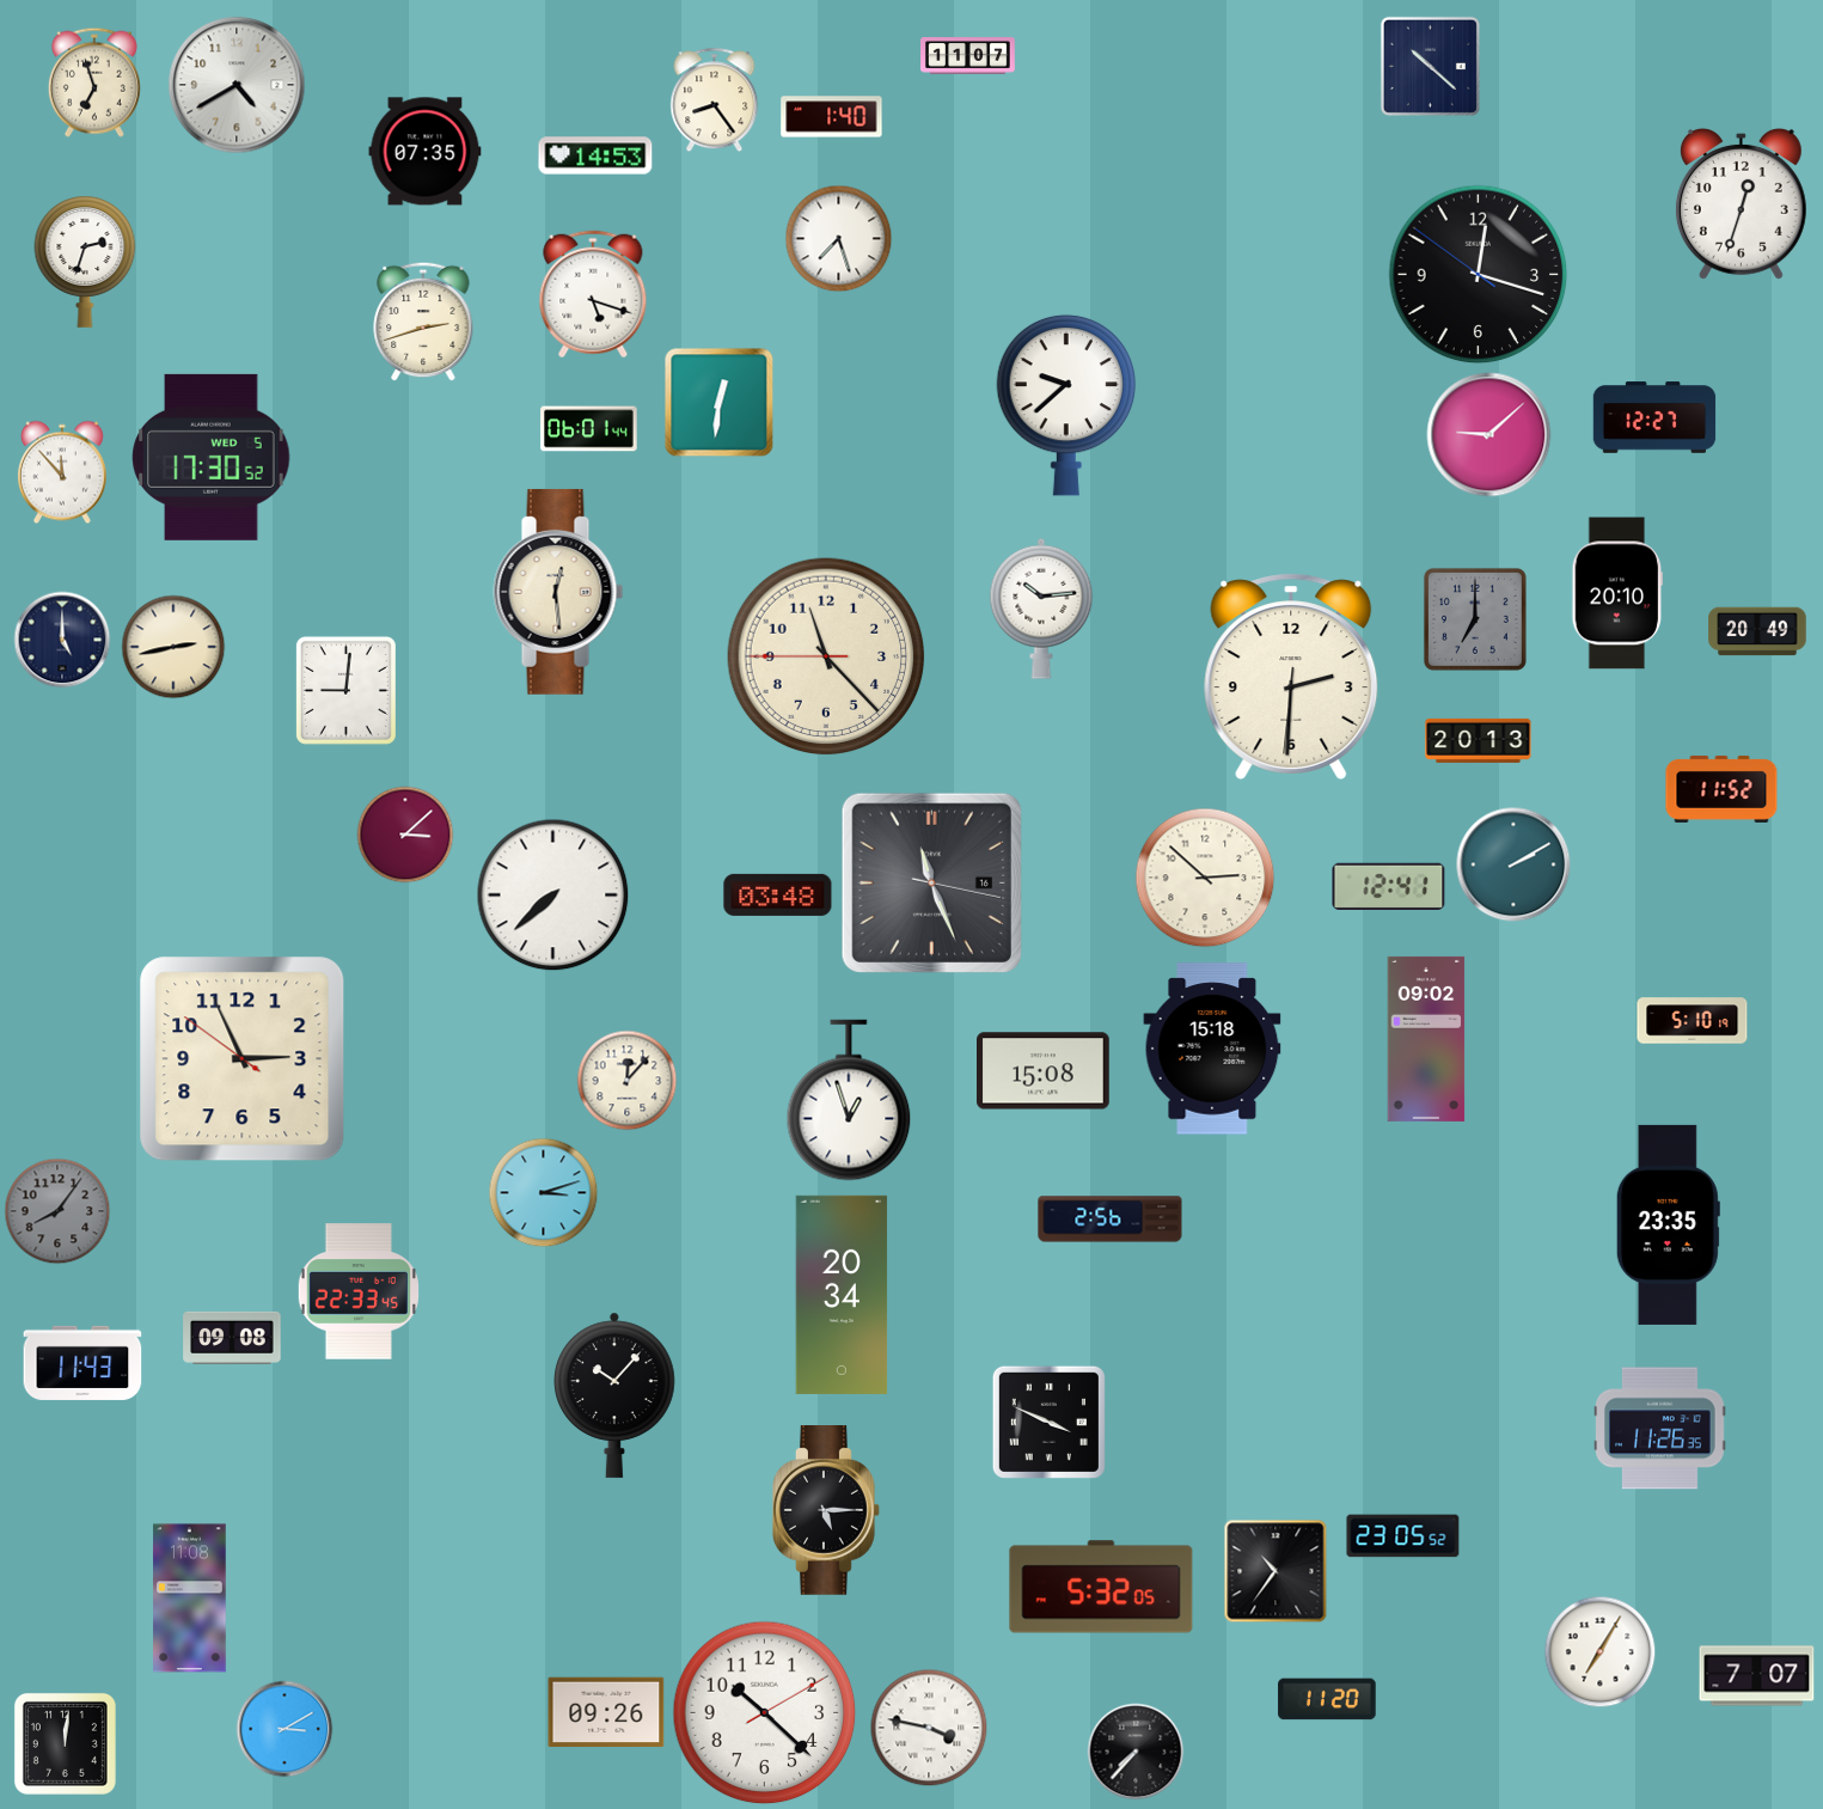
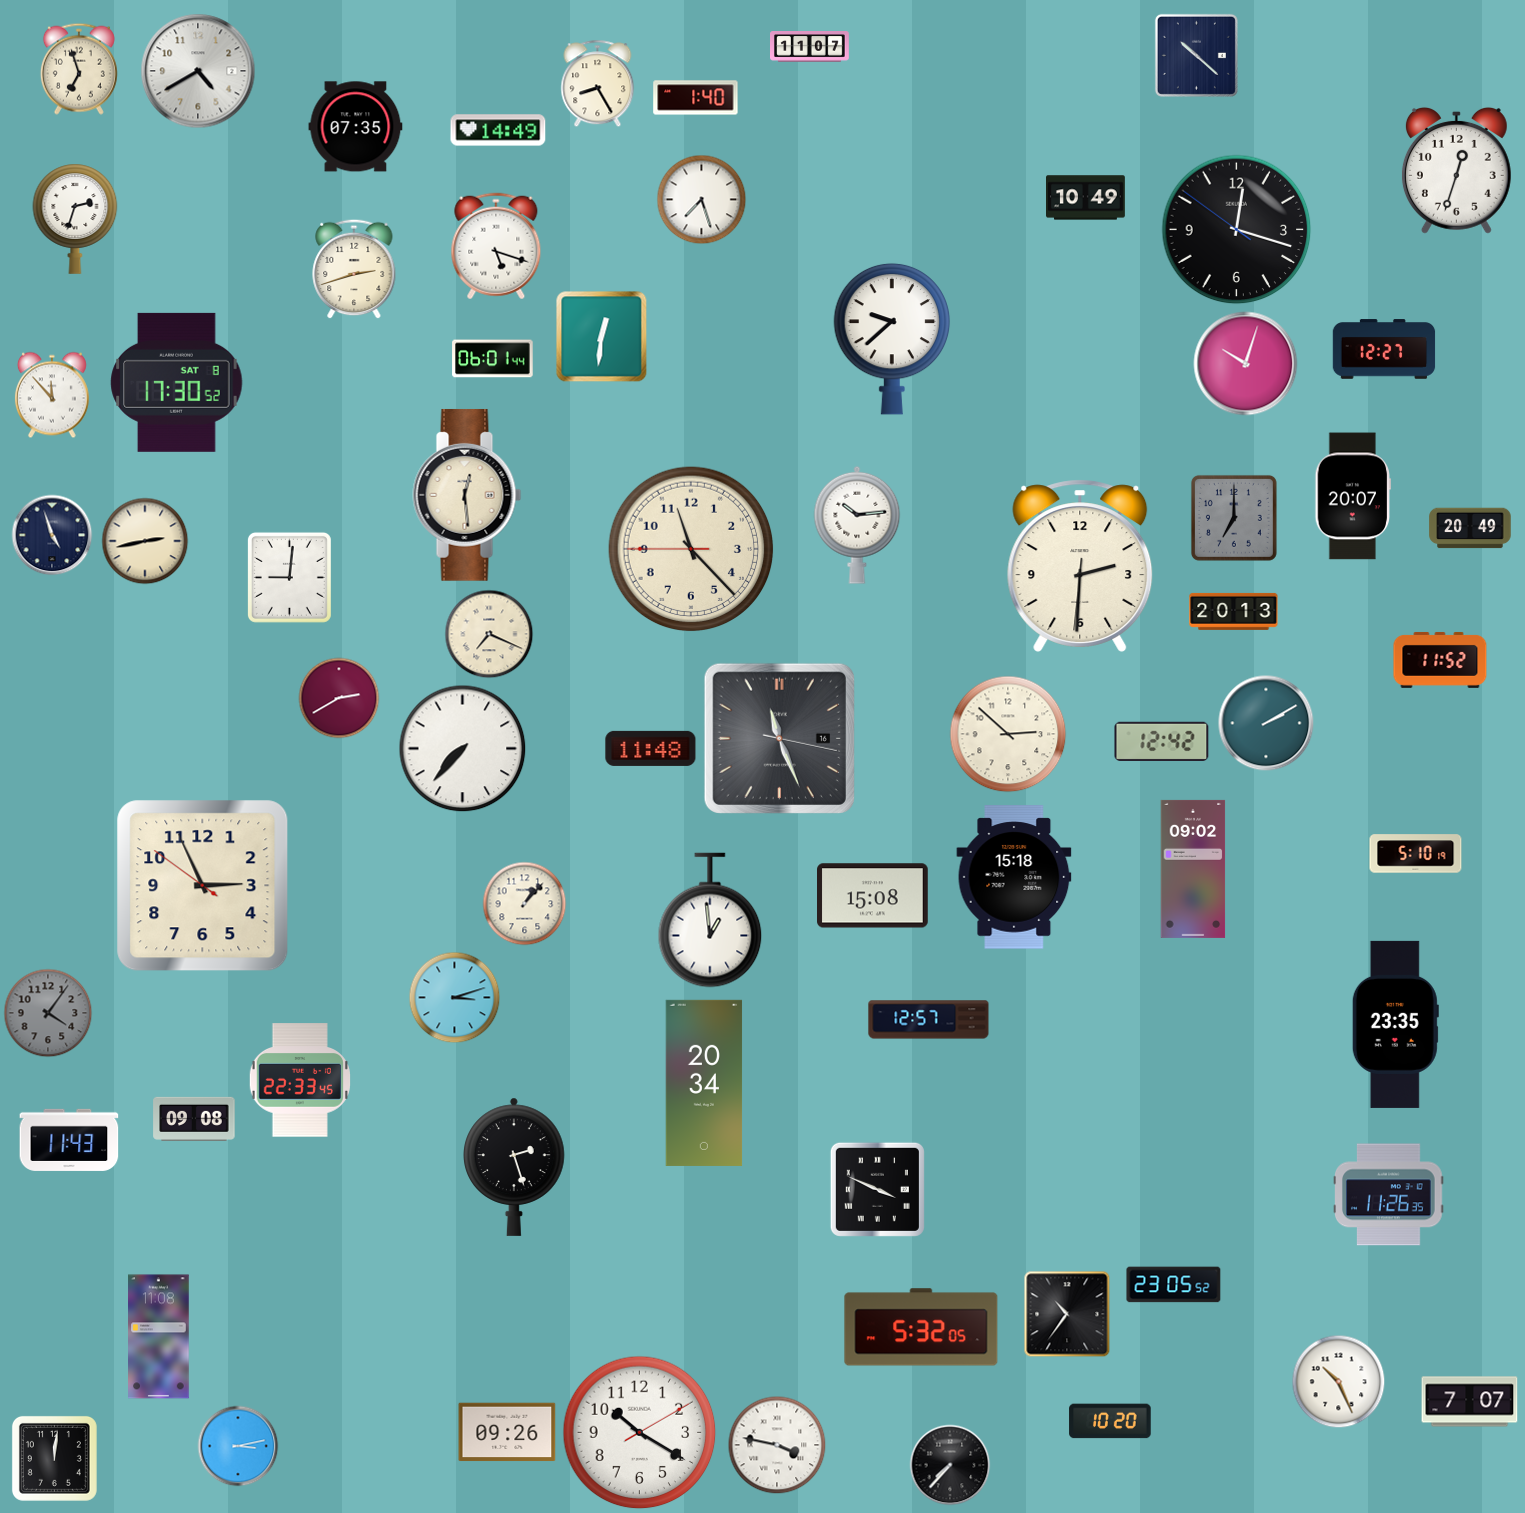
clock at (715, 100): 8:24 -> 8:25
clock at (595, 155): 14:53 -> 14:49
clock at (1086, 198): none -> 10:49
clock at (85, 262) position: (85, 262) -> (75, 219)
clock at (1489, 435): 9:08 -> 10:03
clock at (212, 457) date: WED 5 -> SAT 8
clock at (1616, 593): 20:10 -> 20:07
clock at (1041, 609) position: (1041, 609) -> (857, 525)
clock at (62, 640): 5:00 -> 4:57
clock at (1479, 740) position: (1479, 740) -> (1234, 611)
clock at (489, 634): none -> 7:19
clock at (405, 835): 3:08 -> 2:40
clock at (1389, 886): 12:41 -> 12:42
clock at (778, 894): 03:48 -> 11:48
clock at (553, 896): 7:38 -> 7:37
clock at (628, 1081): 12:07 -> 1:07
clock at (849, 1100): 12:57 -> 12:59
clock at (57, 1211): 8:06 -> 4:06
clock at (1111, 1220): 2:56 -> 12:57
clock at (614, 1395): 10:07 -> 2:27
clock at (827, 1511): 5:15 -> none
clock at (1601, 1652): 7:05 -> 10:26
clock at (1327, 1699): 11:20 -> 10:20
clock at (765, 1713): 10:22 -> 10:20
clock at (285, 1729): 3:10 -> 3:13
